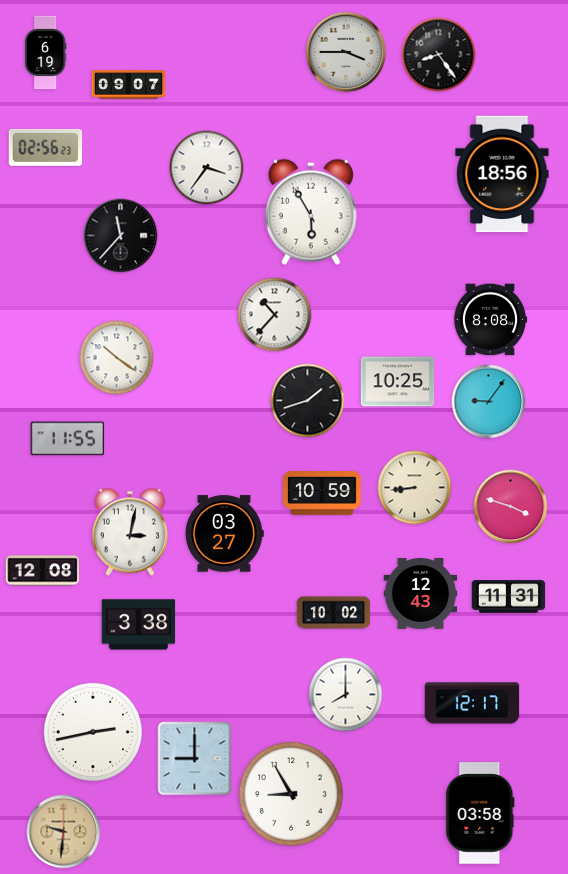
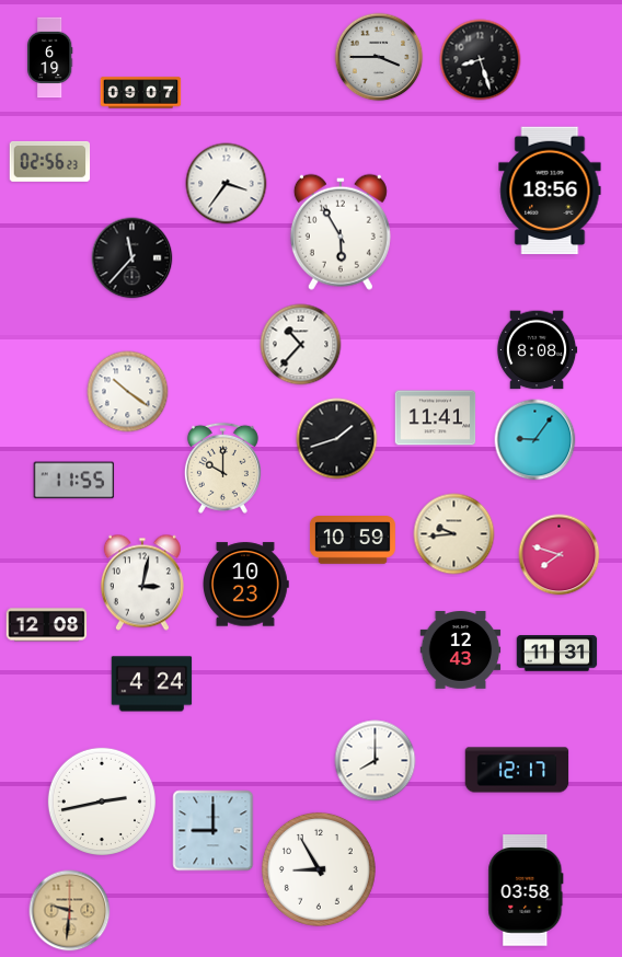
clock at (439, 55): 8:24 -> 8:27
clock at (398, 382): 10:25 -> 11:41
clock at (222, 468): none -> 10:00
clock at (415, 488): 8:44 -> 9:44
clock at (511, 507): 3:48 -> 7:48
clock at (225, 534): 03:27 -> 10:23
clock at (334, 613): 10:02 -> none
clock at (139, 625): 3:38 -> 4:24
clock at (346, 695) position: (346, 695) -> (376, 761)
